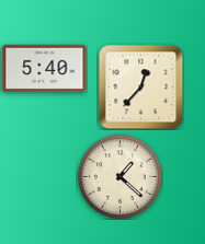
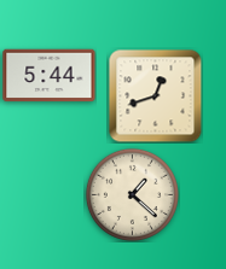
clock at (45, 69): 5:40 -> 5:44
clock at (140, 86): 12:37 -> 12:42
